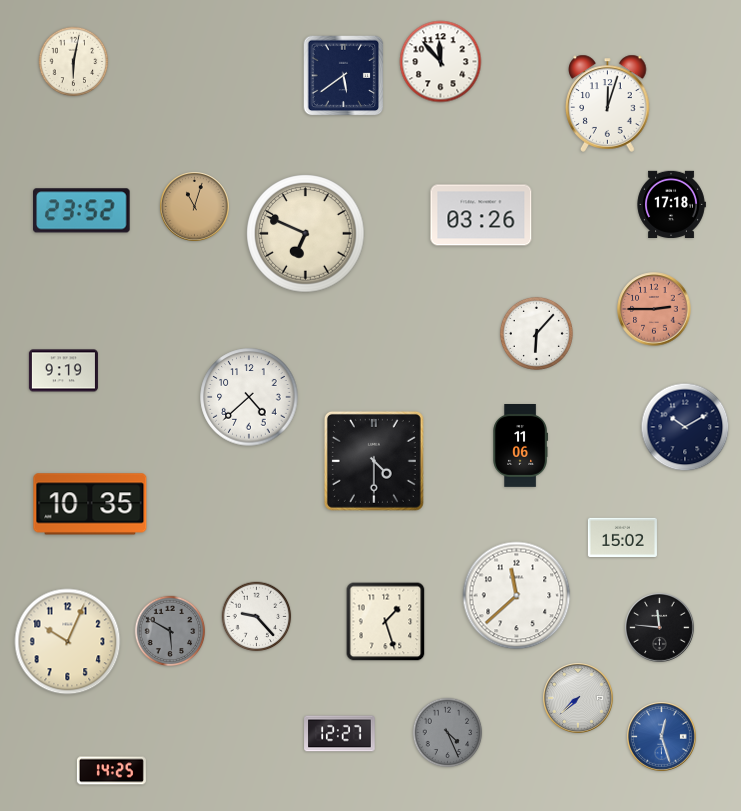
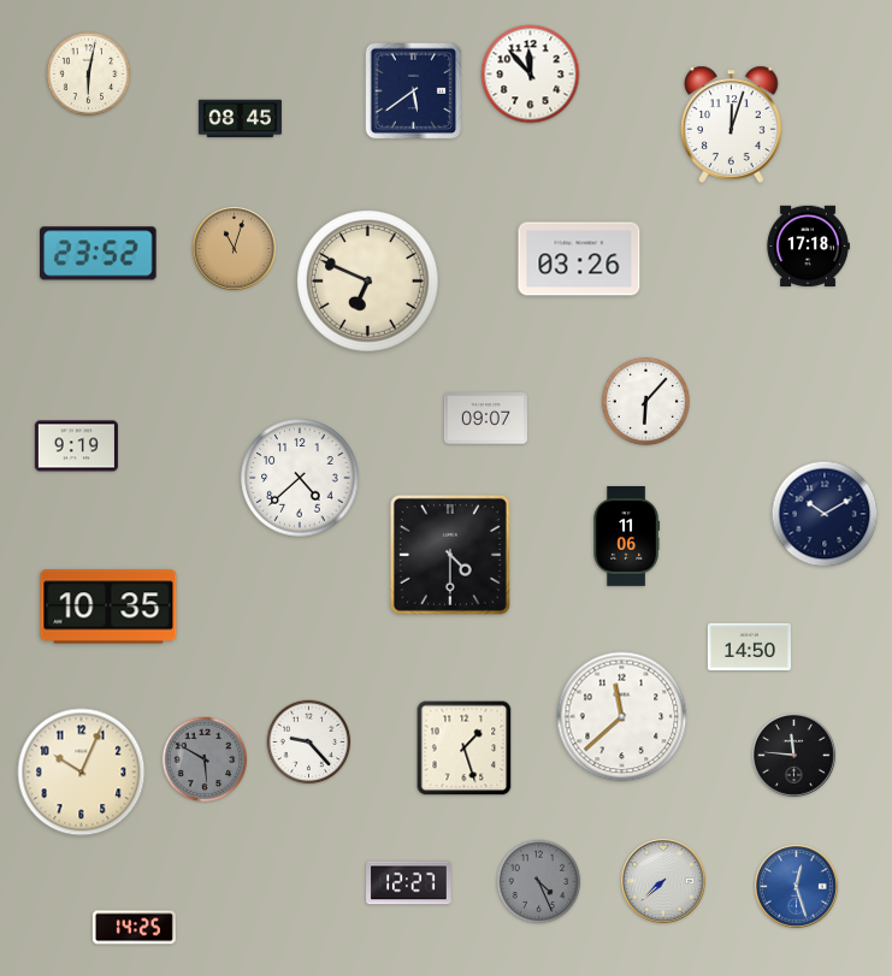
clock at (240, 119): none -> 08:45
clock at (654, 309): 2:45 -> none
clock at (485, 419): none -> 09:07
clock at (622, 537): 15:02 -> 14:50
clock at (578, 698) position: (578, 698) -> (663, 881)
